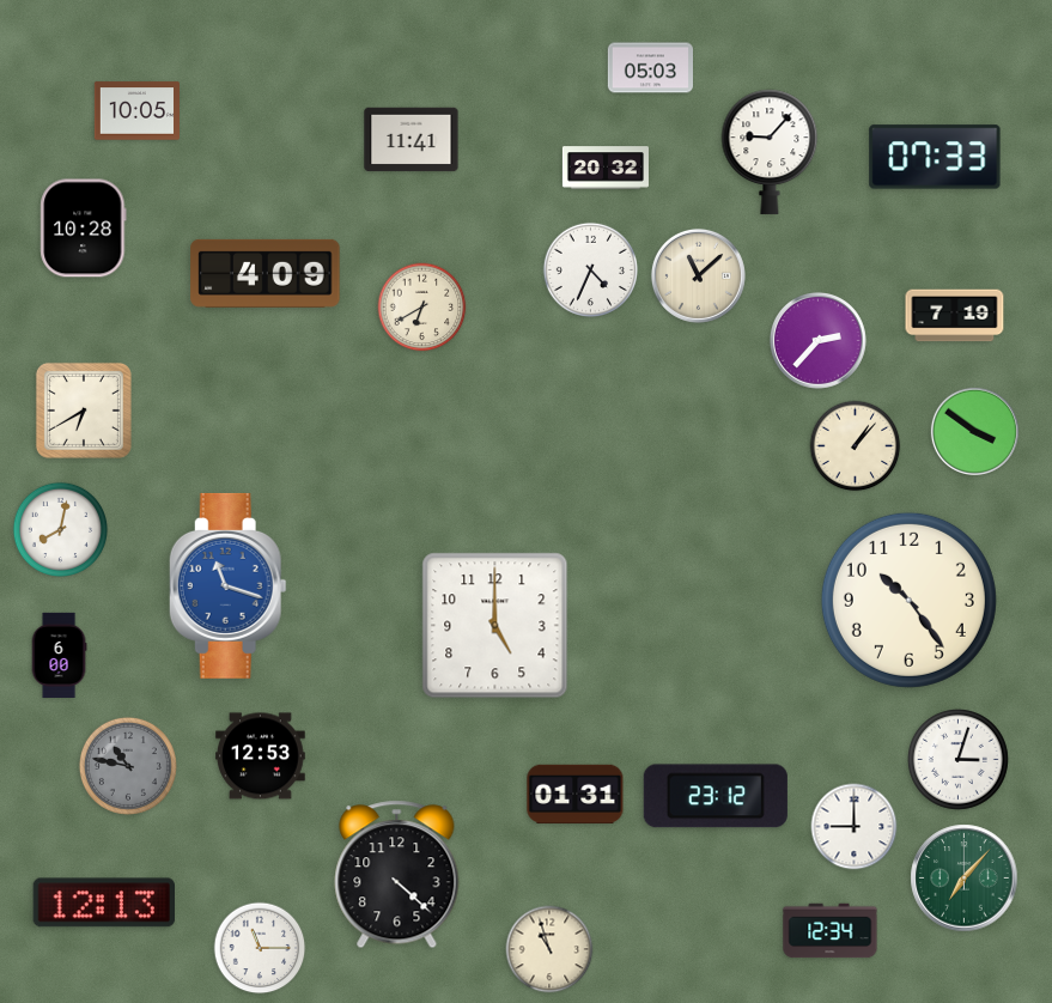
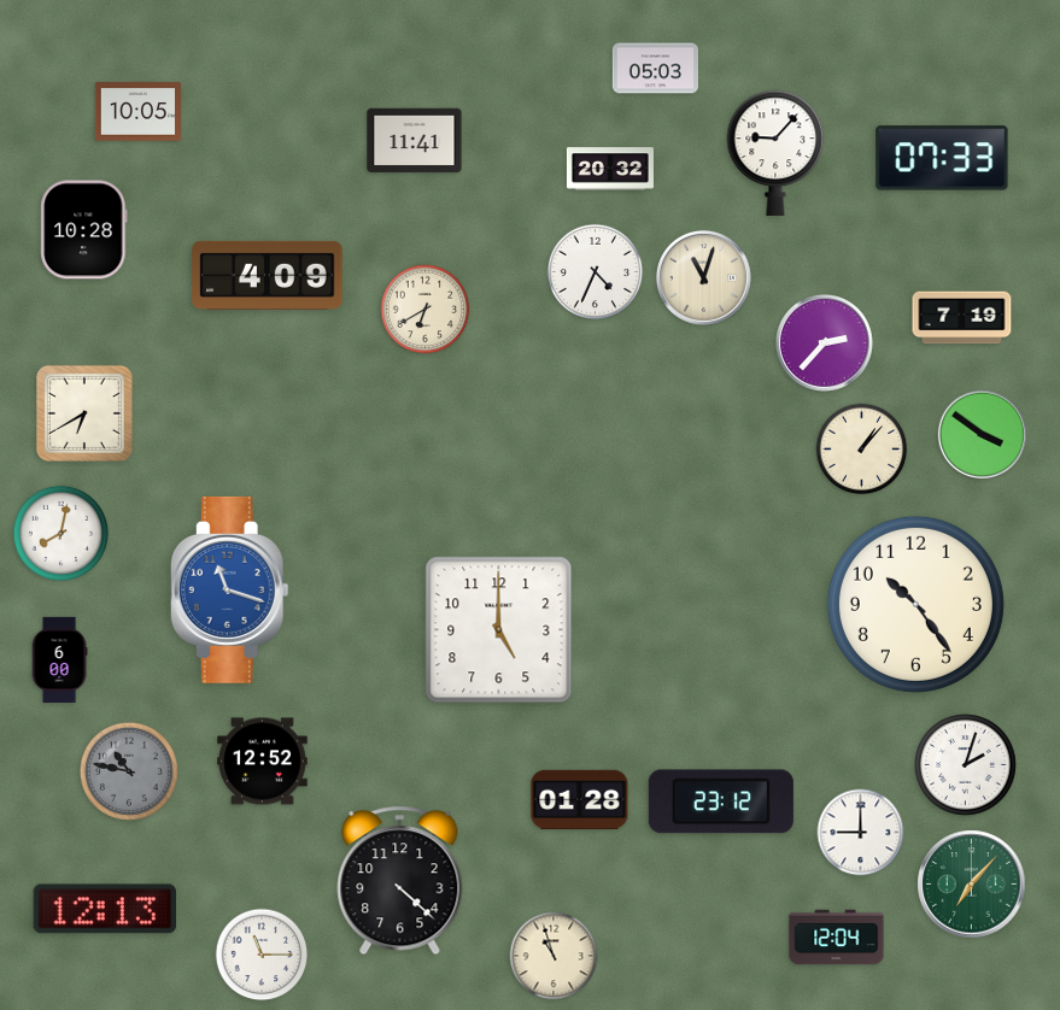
clock at (698, 275): 11:08 -> 11:03
clock at (261, 756): 12:53 -> 12:52
clock at (959, 760): 3:03 -> 2:03
clock at (576, 794): 01:31 -> 01:28
clock at (831, 931): 12:34 -> 12:04
